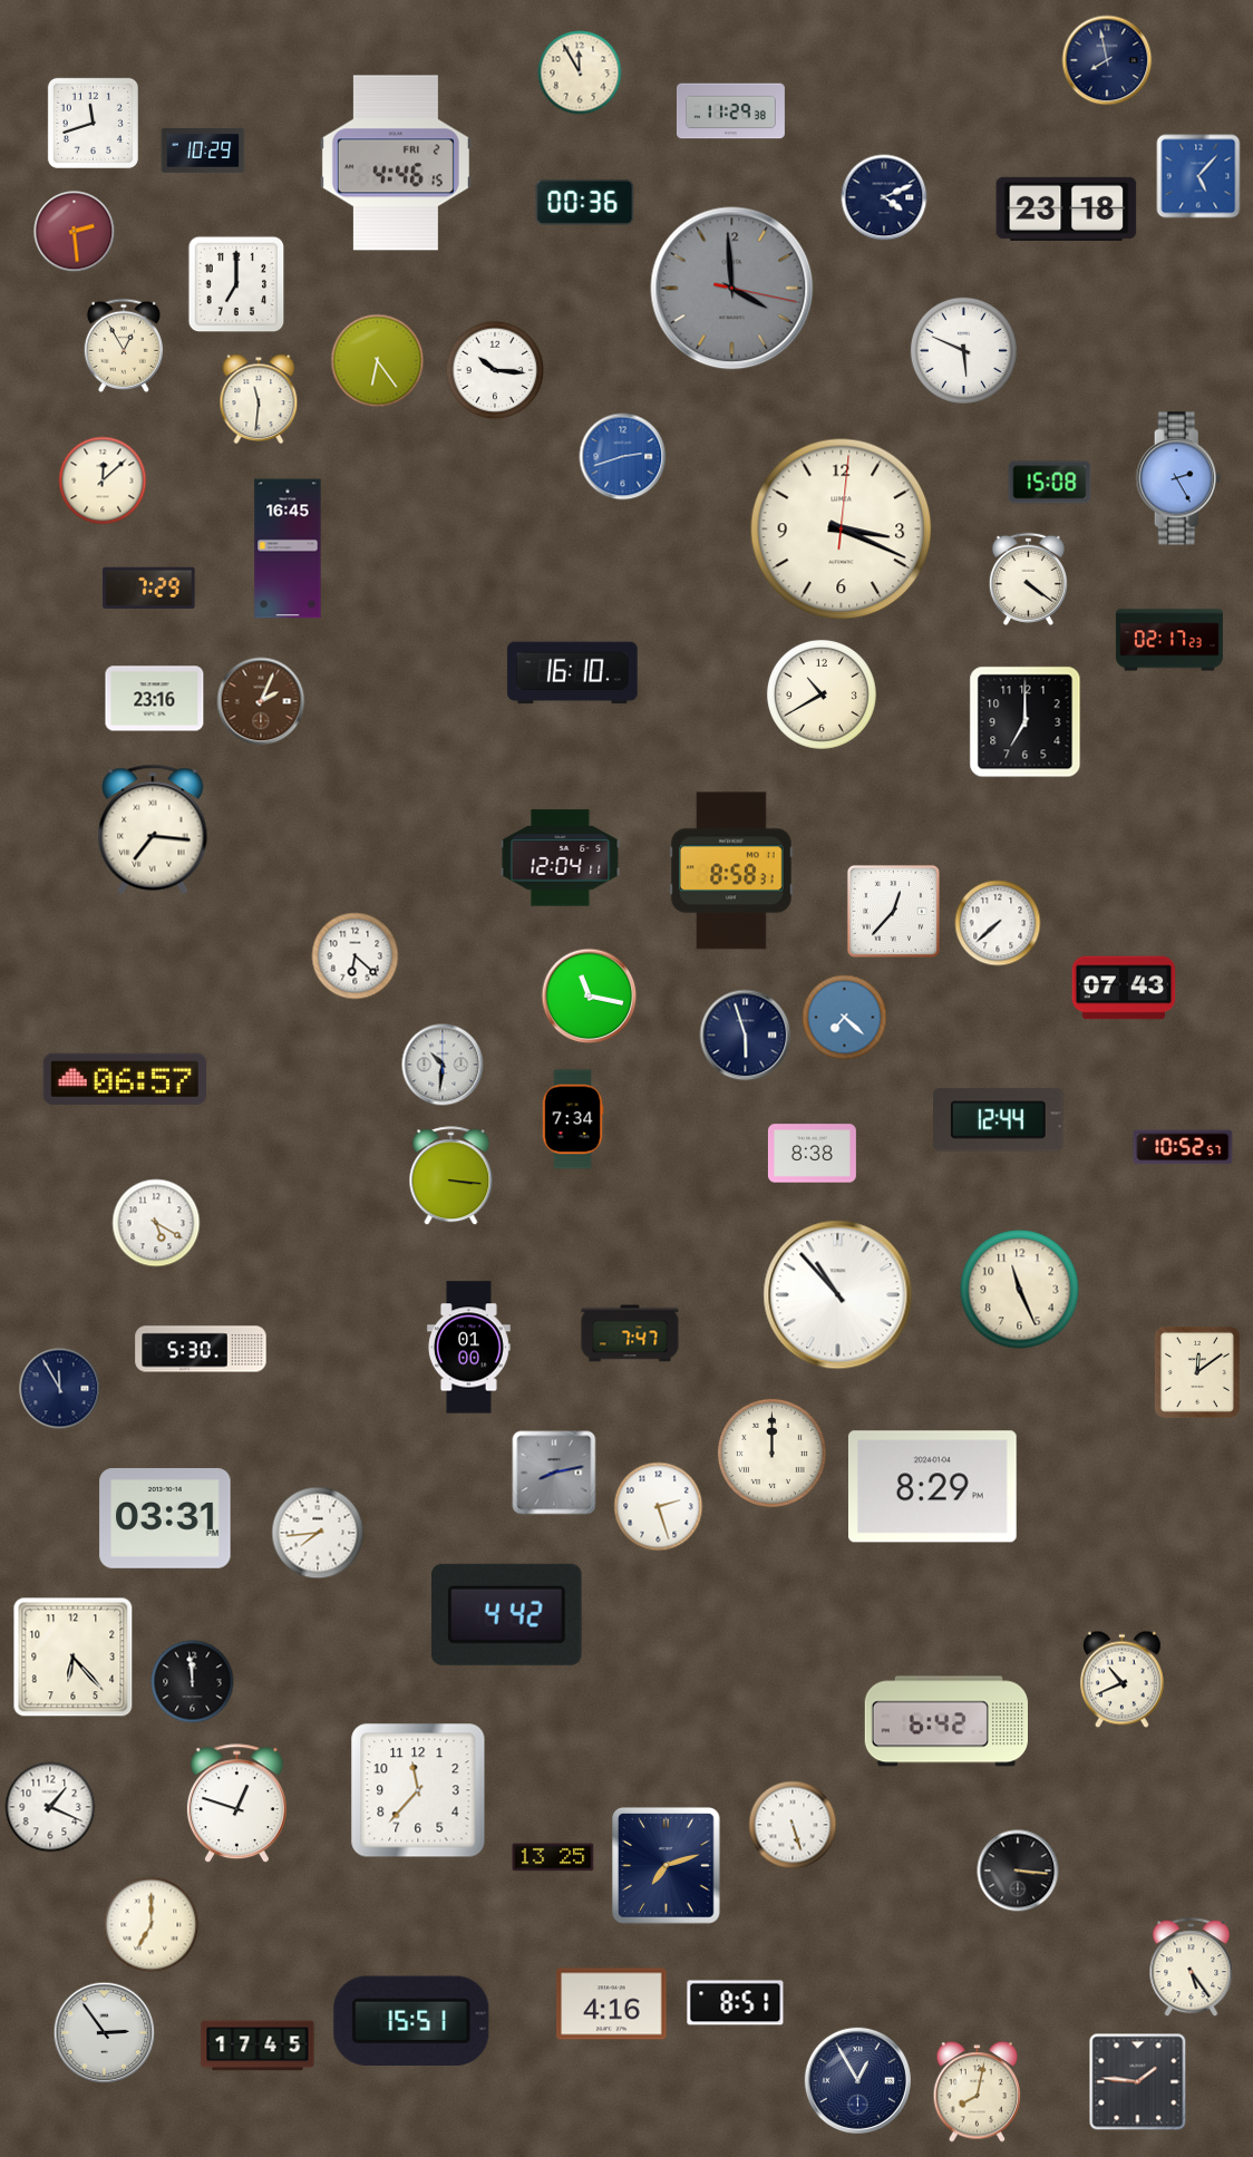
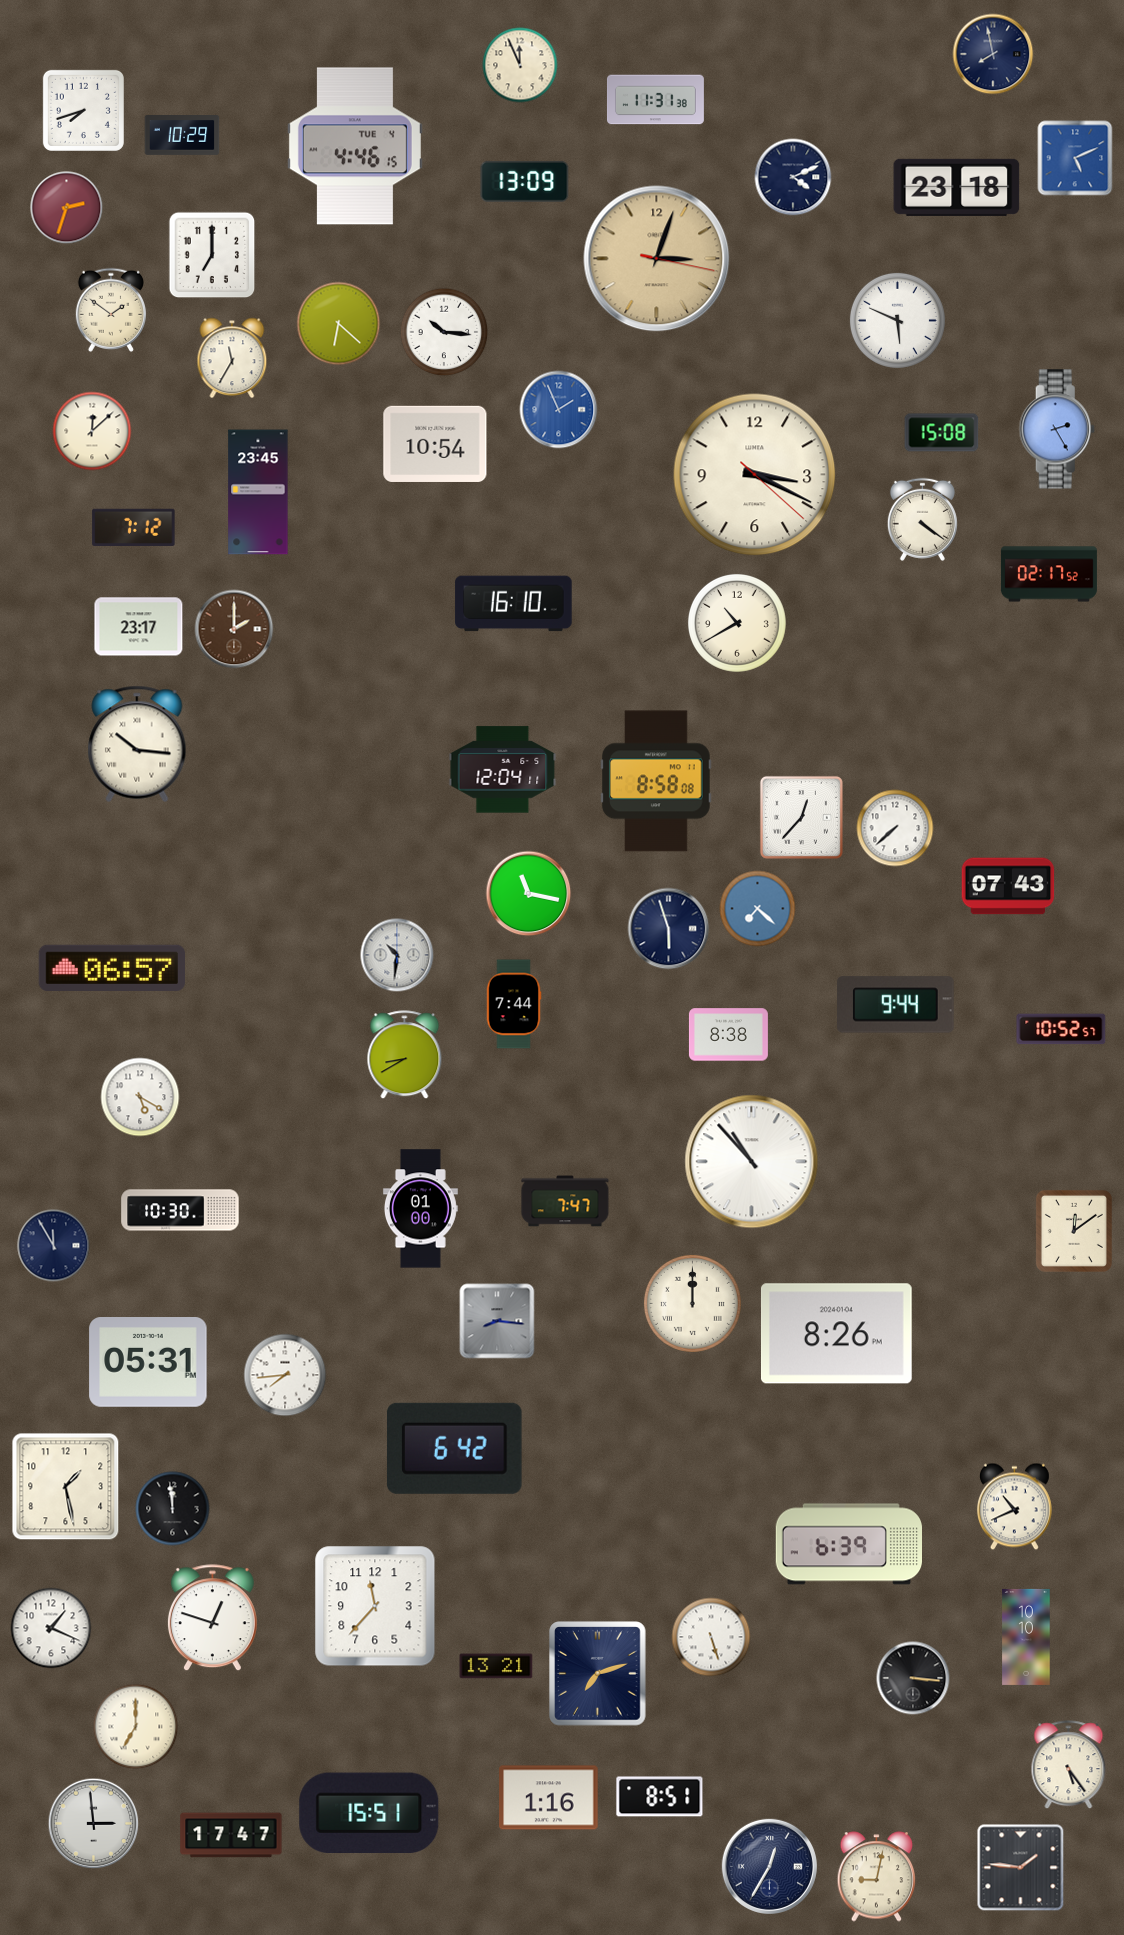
clock at (580, 72): 11:55 -> 11:56
clock at (730, 111): 11:29 -> 11:31
clock at (93, 123): 11:42 -> 7:42
clock at (396, 163) date: FRI 2 -> TUE 4
clock at (1198, 176): 5:07 -> 5:11
clock at (585, 202): 00:36 -> 13:09
clock at (75, 232): 2:29 -> 2:33
clock at (732, 289): 3:59 -> 3:03
clock at (732, 289) dial: grey -> champagne
clock at (124, 346): 12:55 -> 1:51
clock at (963, 350) position: (963, 350) -> (897, 320)
clock at (378, 361): 6:24 -> 6:22
clock at (259, 399): 11:31 -> 11:35
clock at (623, 457): 2:42 -> 1:56
clock at (435, 444): none -> 10:54
clock at (842, 529): 3:19:01 -> 3:19:22
clock at (288, 548): 16:45 -> 23:45
clock at (149, 587): 7:29 -> 7:12
clock at (1169, 640): 02:17:23 -> 02:17:52
clock at (155, 699): 23:16 -> 23:17
clock at (261, 701): 2:04 -> 2:00
clock at (1026, 722): 7:00 -> none
clock at (153, 829): 7:16 -> 10:16
clock at (732, 871): 8:58:31 -> 8:58:08
clock at (356, 956): 6:22 -> none
clock at (845, 1018) position: (845, 1018) -> (758, 909)
clock at (573, 1119): 7:34 -> 7:44
clock at (999, 1120): 12:44 -> 9:44
clock at (451, 1176): 3:16 -> 8:40
clock at (1020, 1290): 11:26 -> none
clock at (630, 1333) position: (630, 1333) -> (565, 1201)
clock at (201, 1349): 5:30 -> 10:30
clock at (554, 1473): 8:13 -> 8:16
clock at (932, 1487): 8:29 -> 8:26
clock at (659, 1507): 2:27 -> none
clock at (165, 1519): 03:31 -> 05:31
clock at (507, 1614): 4:42 -> 6:42
clock at (74, 1658): 6:23 -> 1:28
clock at (1121, 1680) position: (1121, 1680) -> (1014, 1507)
clock at (945, 1721): 6:42 -> 6:39
clock at (50, 1807) position: (50, 1807) -> (51, 1628)
clock at (1026, 1637): none -> 10:10
clock at (553, 1857): 13:25 -> 13:21
clock at (612, 2004): 4:16 -> 1:16
clock at (105, 2033): 2:54 -> 2:59
clock at (258, 2046): 17:45 -> 17:47
clock at (857, 2080): 12:55 -> 12:35
clock at (978, 2092): 8:02 -> 9:02
